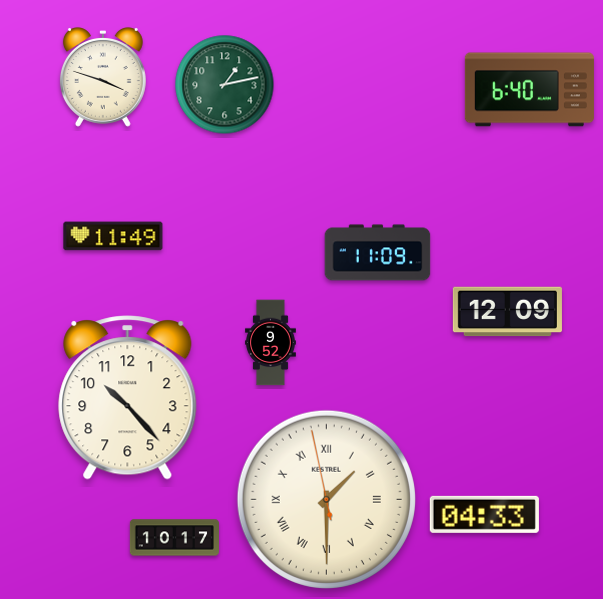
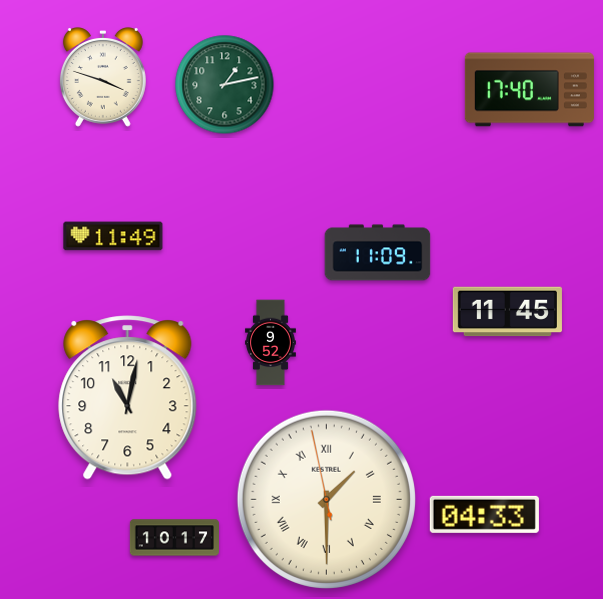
clock at (529, 90): 6:40 -> 17:40
clock at (507, 312): 12:09 -> 11:45
clock at (128, 398): 10:23 -> 11:02
